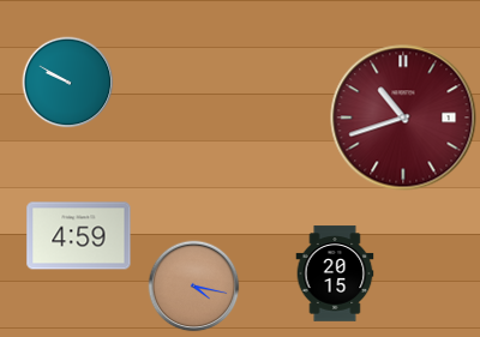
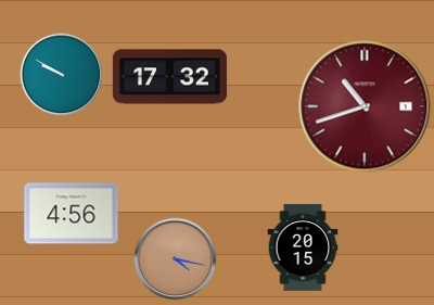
clock at (169, 77): none -> 17:32
clock at (79, 236): 4:59 -> 4:56
